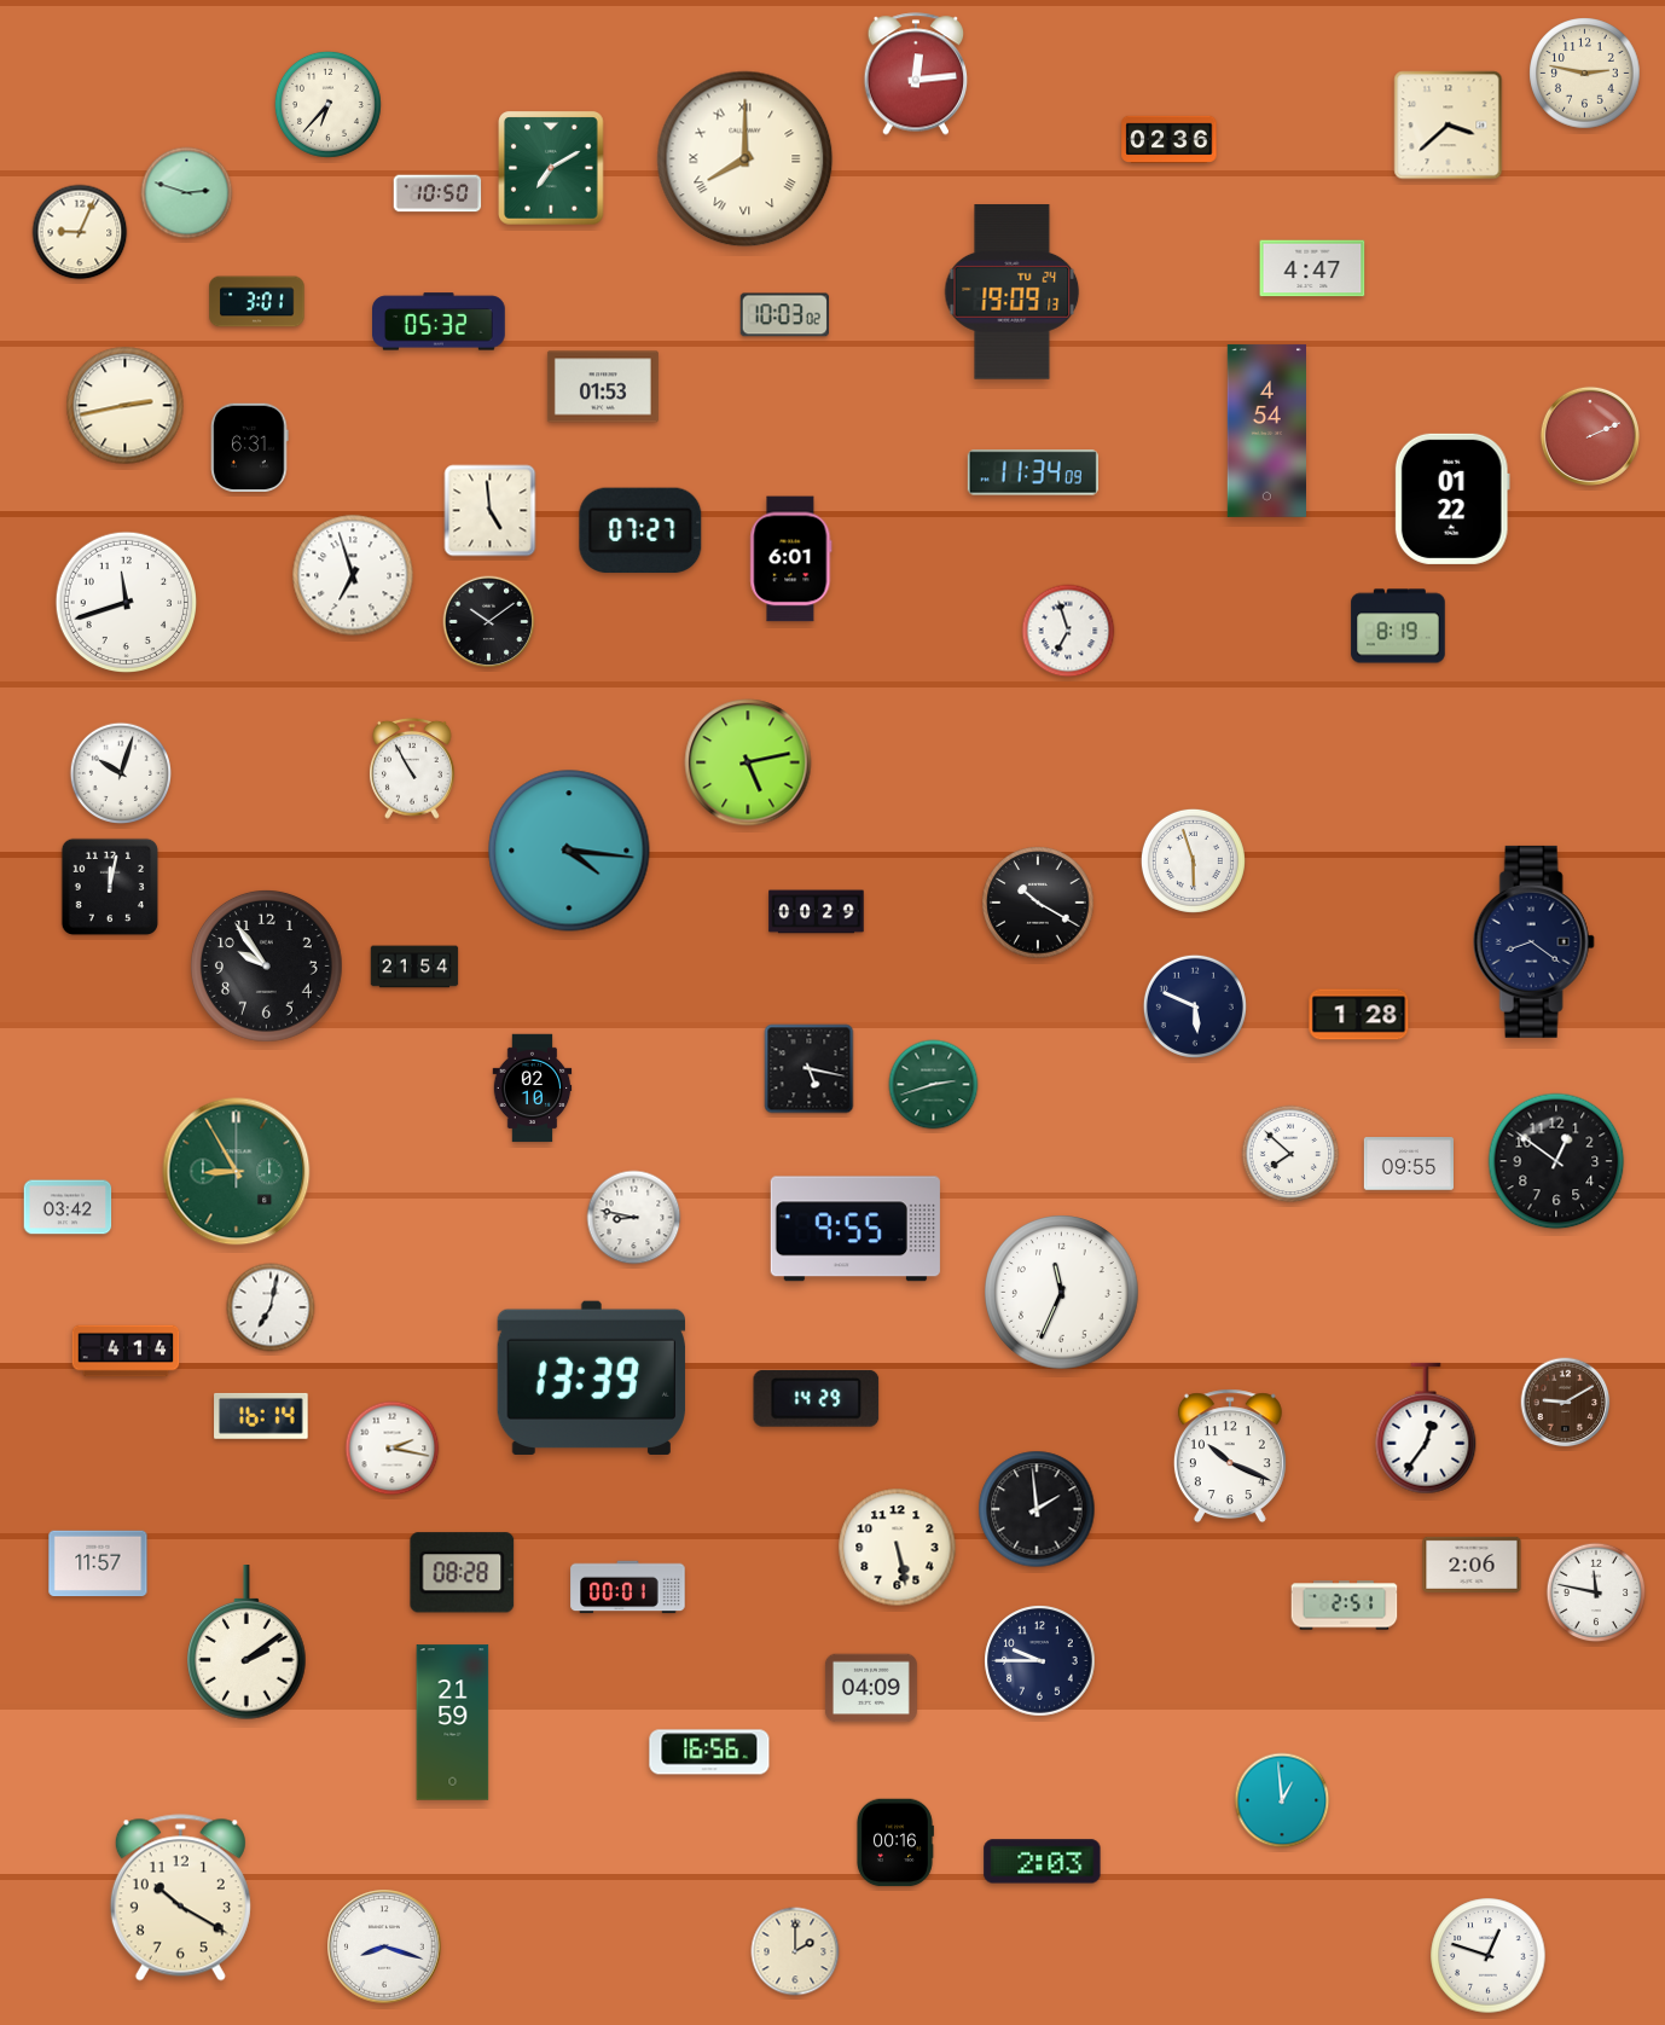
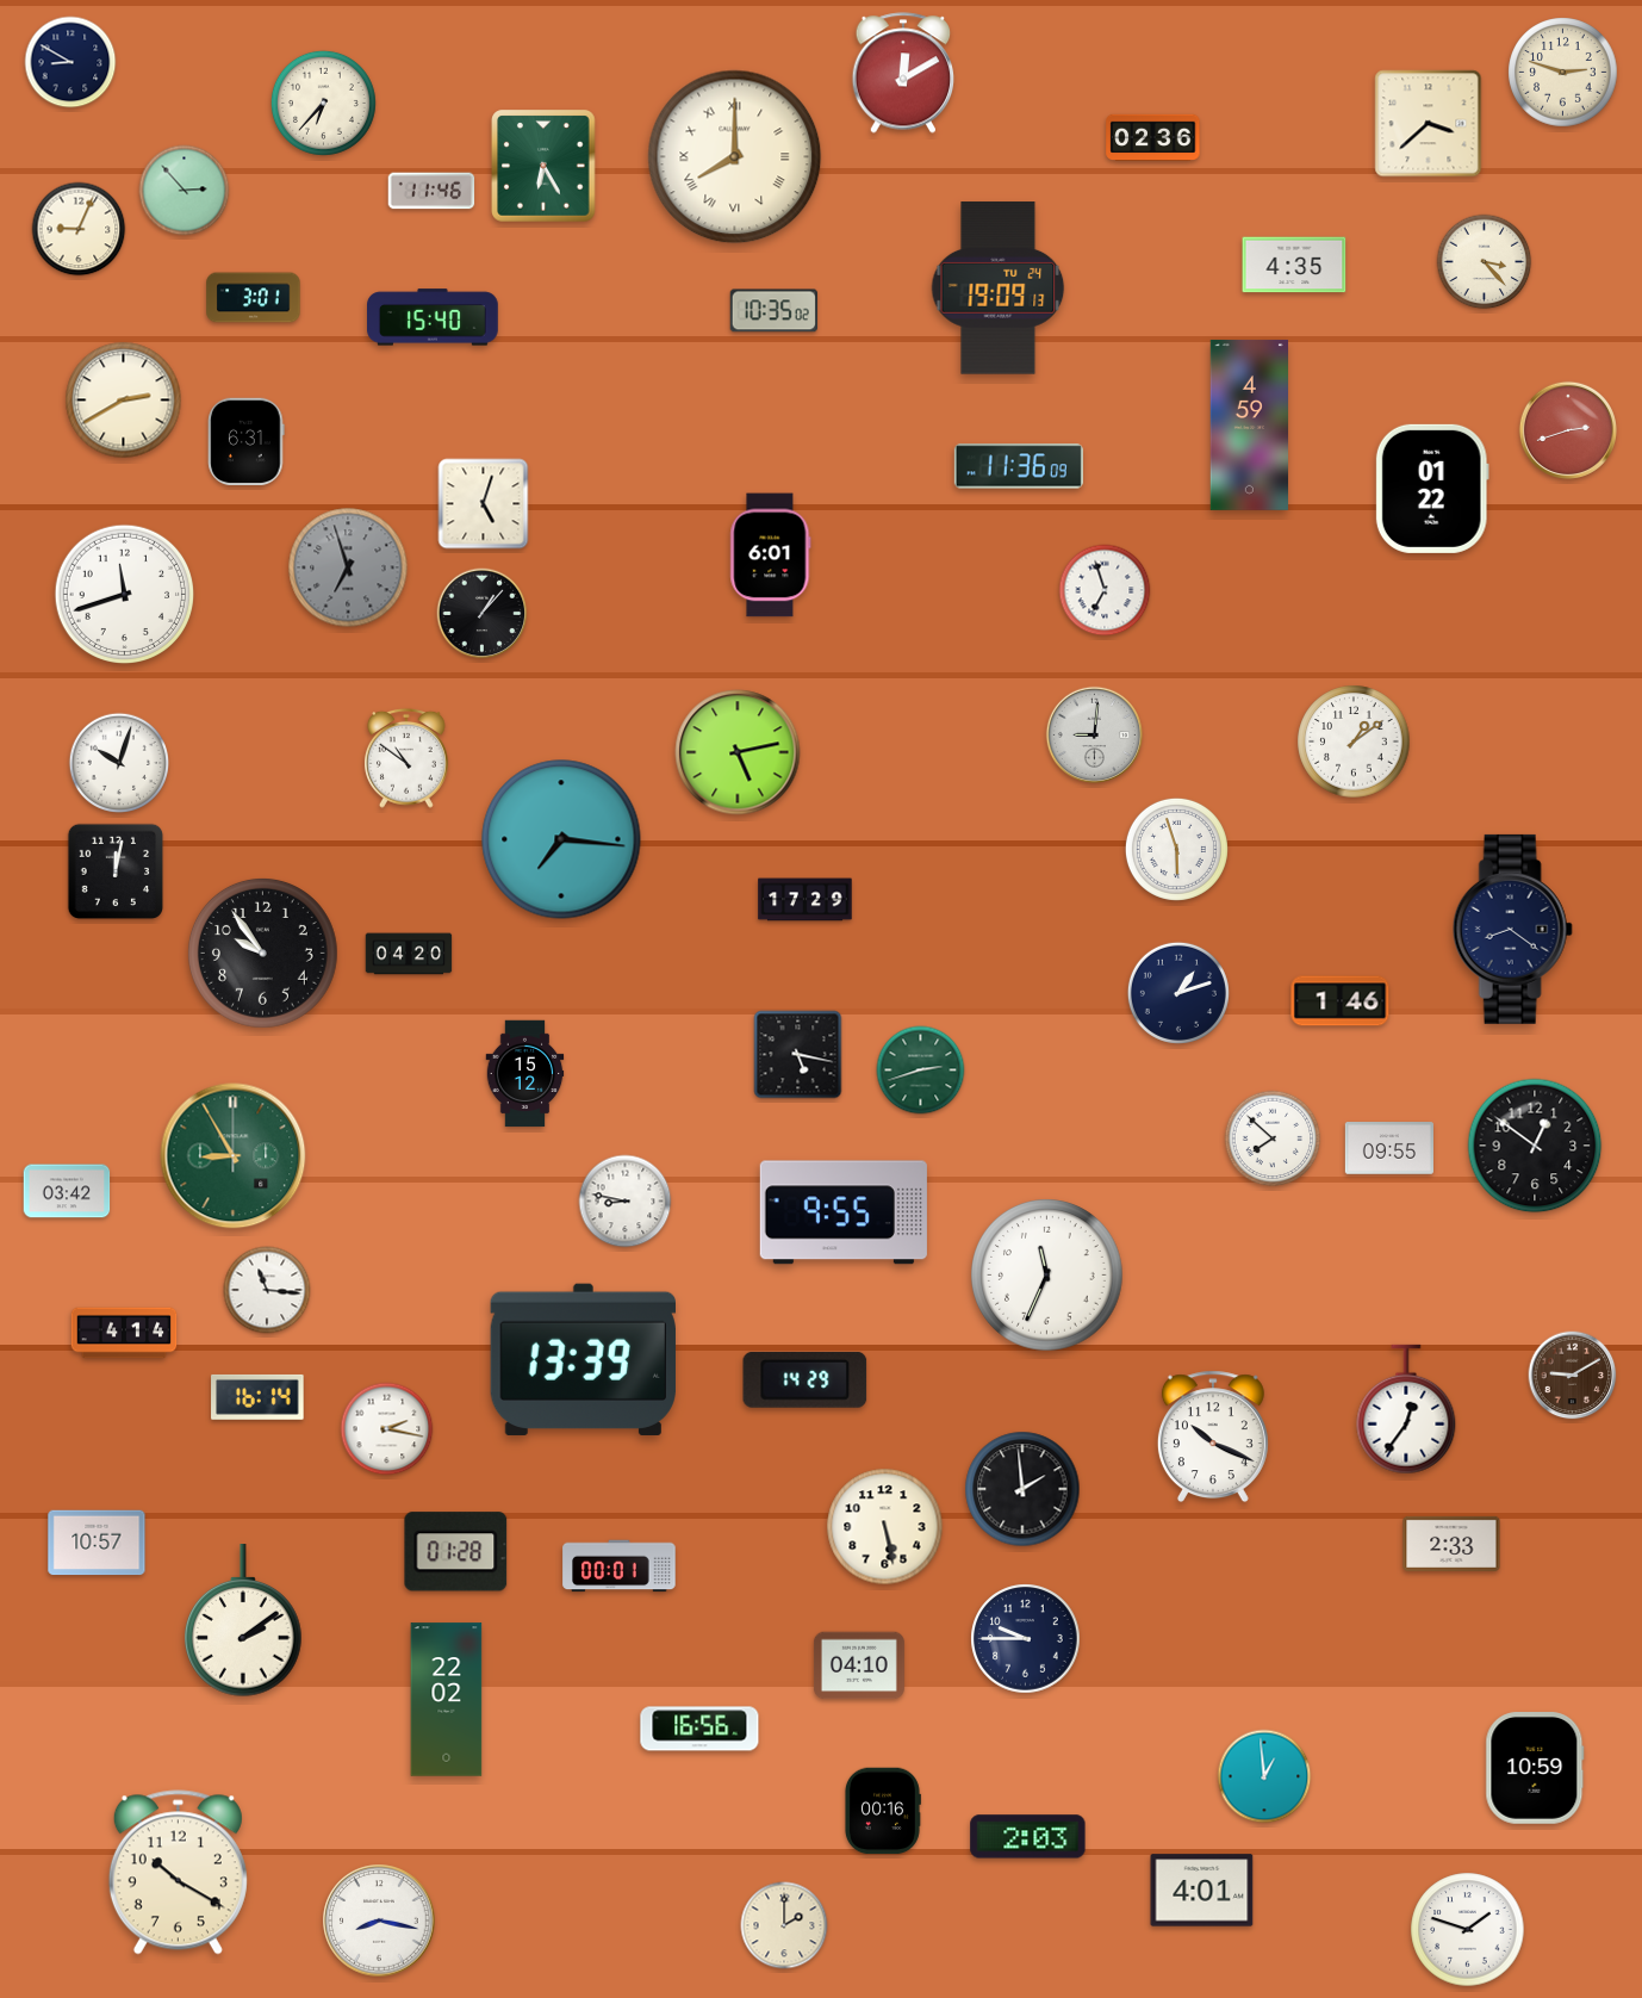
clock at (70, 62): none -> 8:50
clock at (916, 74): 12:14 -> 12:10
clock at (1585, 74): 2:47 -> 2:48
clock at (551, 168): 7:10 -> 6:25
clock at (187, 193): 2:48 -> 2:53
clock at (437, 193): 10:50 -> 11:46
clock at (1485, 262): none -> 3:23
clock at (1312, 268): 4:47 -> 4:35
clock at (784, 315): 10:03 -> 10:35
clock at (440, 321): 05:32 -> 15:40
clock at (603, 387): 01:53 -> none
clock at (126, 406): 2:43 -> 2:40
clock at (1266, 430): 4:54 -> 4:59
clock at (1590, 436): 2:11 -> 2:42
clock at (1033, 472): 11:34 -> 11:36
clock at (1452, 499) position: (1452, 499) -> (1432, 489)
clock at (491, 511): 4:59 -> 5:03
clock at (640, 530): 07:27 -> none
clock at (791, 559) position: (791, 559) -> (771, 556)
clock at (353, 575) dial: white -> grey
clock at (489, 622): 10:09 -> 1:07
clock at (1398, 626): 8:19 -> none
clock at (1068, 631) position: (1068, 631) -> (1105, 590)
clock at (1094, 734): none -> 9:01
clock at (1354, 742): none -> 1:09
clock at (412, 768): 10:55 -> 10:51
clock at (569, 851): 4:16 -> 7:16
clock at (110, 887) position: (110, 887) -> (116, 871)
clock at (1038, 903): 10:20 -> none
clock at (817, 912): 00:29 -> 17:29
clock at (414, 967): 21:54 -> 04:20
clock at (1195, 1006): 5:49 -> 1:12
clock at (1359, 1015): 1:28 -> 1:46
clock at (533, 1089): 02:10 -> 15:12
clock at (271, 1307): 7:02 -> 11:16
clock at (1566, 1403) position: (1566, 1403) -> (1573, 1376)
clock at (98, 1563): 11:57 -> 10:57
clock at (1472, 1565): 2:06 -> 2:33
clock at (463, 1573): 08:28 -> 01:28
clock at (1596, 1592): 11:47 -> none
clock at (1345, 1606): 2:51 -> none
clock at (871, 1688): 04:09 -> 04:10
clock at (453, 1723): 21:59 -> 22:02
clock at (1535, 1768): none -> 10:59
clock at (894, 1843) position: (894, 1843) -> (882, 1811)
clock at (1202, 1891): none -> 4:01
clock at (384, 1946): 8:18 -> 8:17
clock at (1489, 1956): 12:48 -> 1:48
